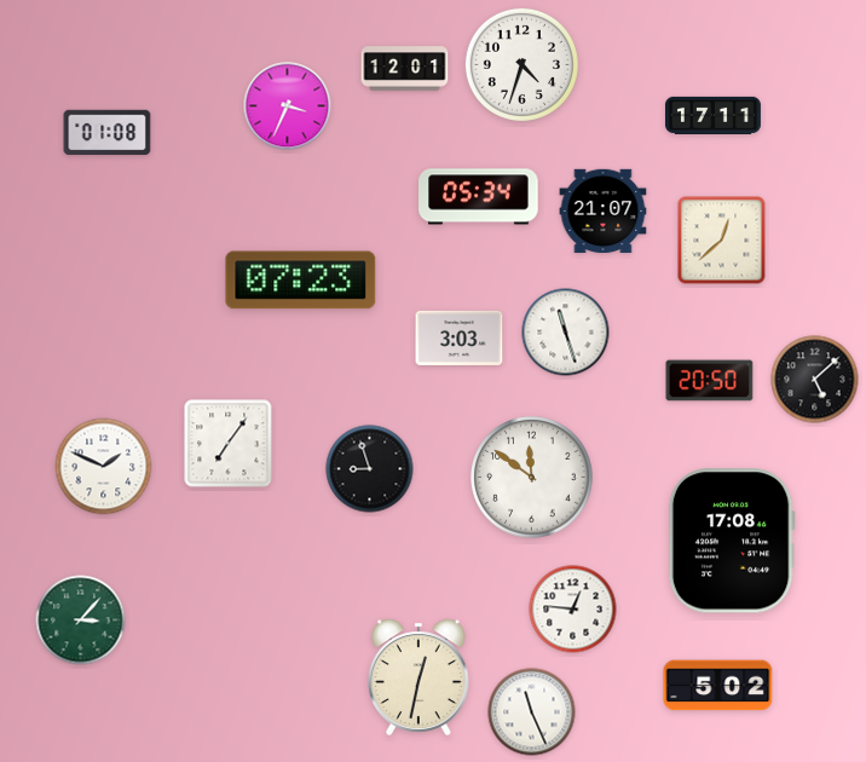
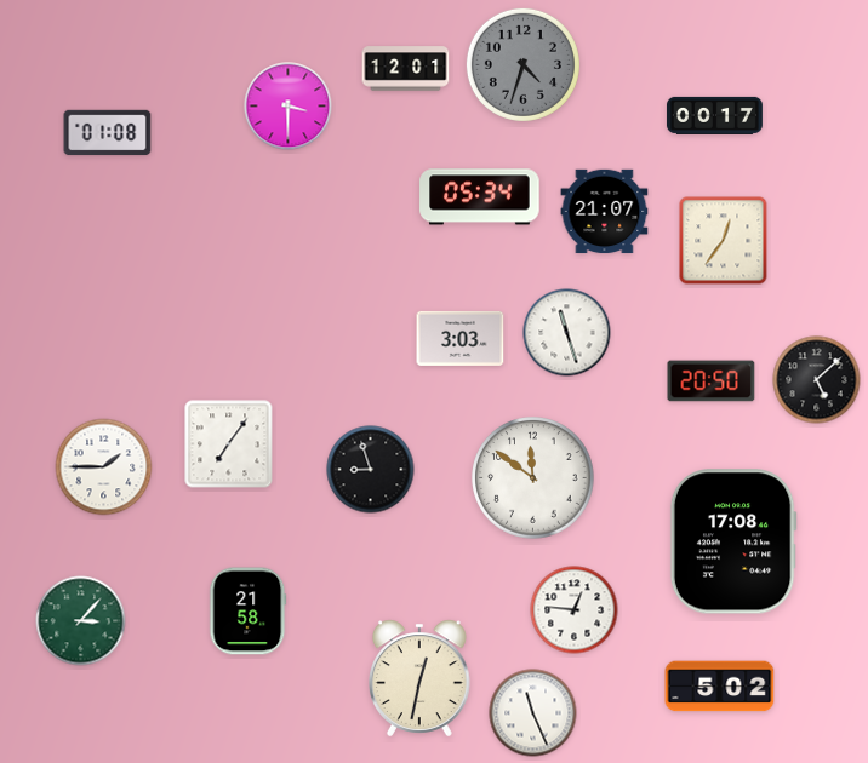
clock at (521, 64) dial: white -> grey
clock at (288, 106): 3:34 -> 3:30
clock at (712, 115): 17:11 -> 00:17
clock at (722, 241): 12:38 -> 12:36
clock at (301, 281): 07:23 -> none
clock at (104, 467): 1:49 -> 1:45
clock at (249, 612): none -> 21:58
